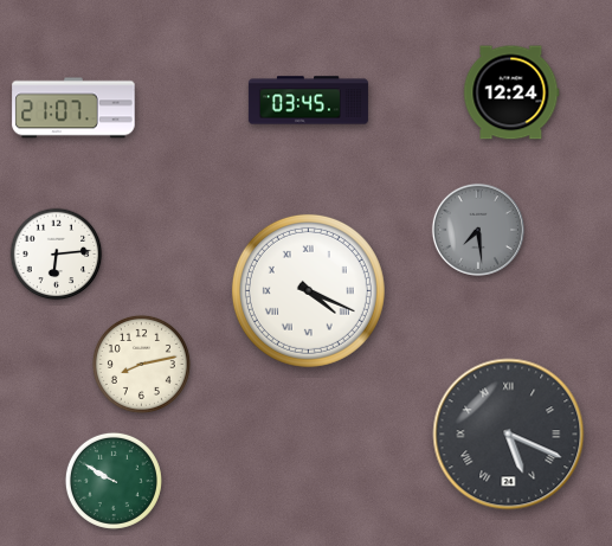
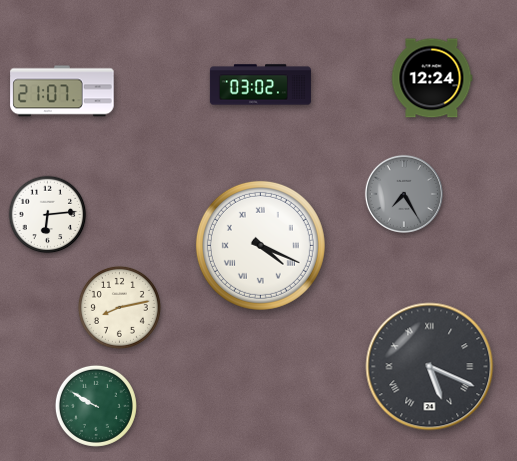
clock at (308, 101): 03:45 -> 03:02
clock at (478, 230): 7:29 -> 7:25
